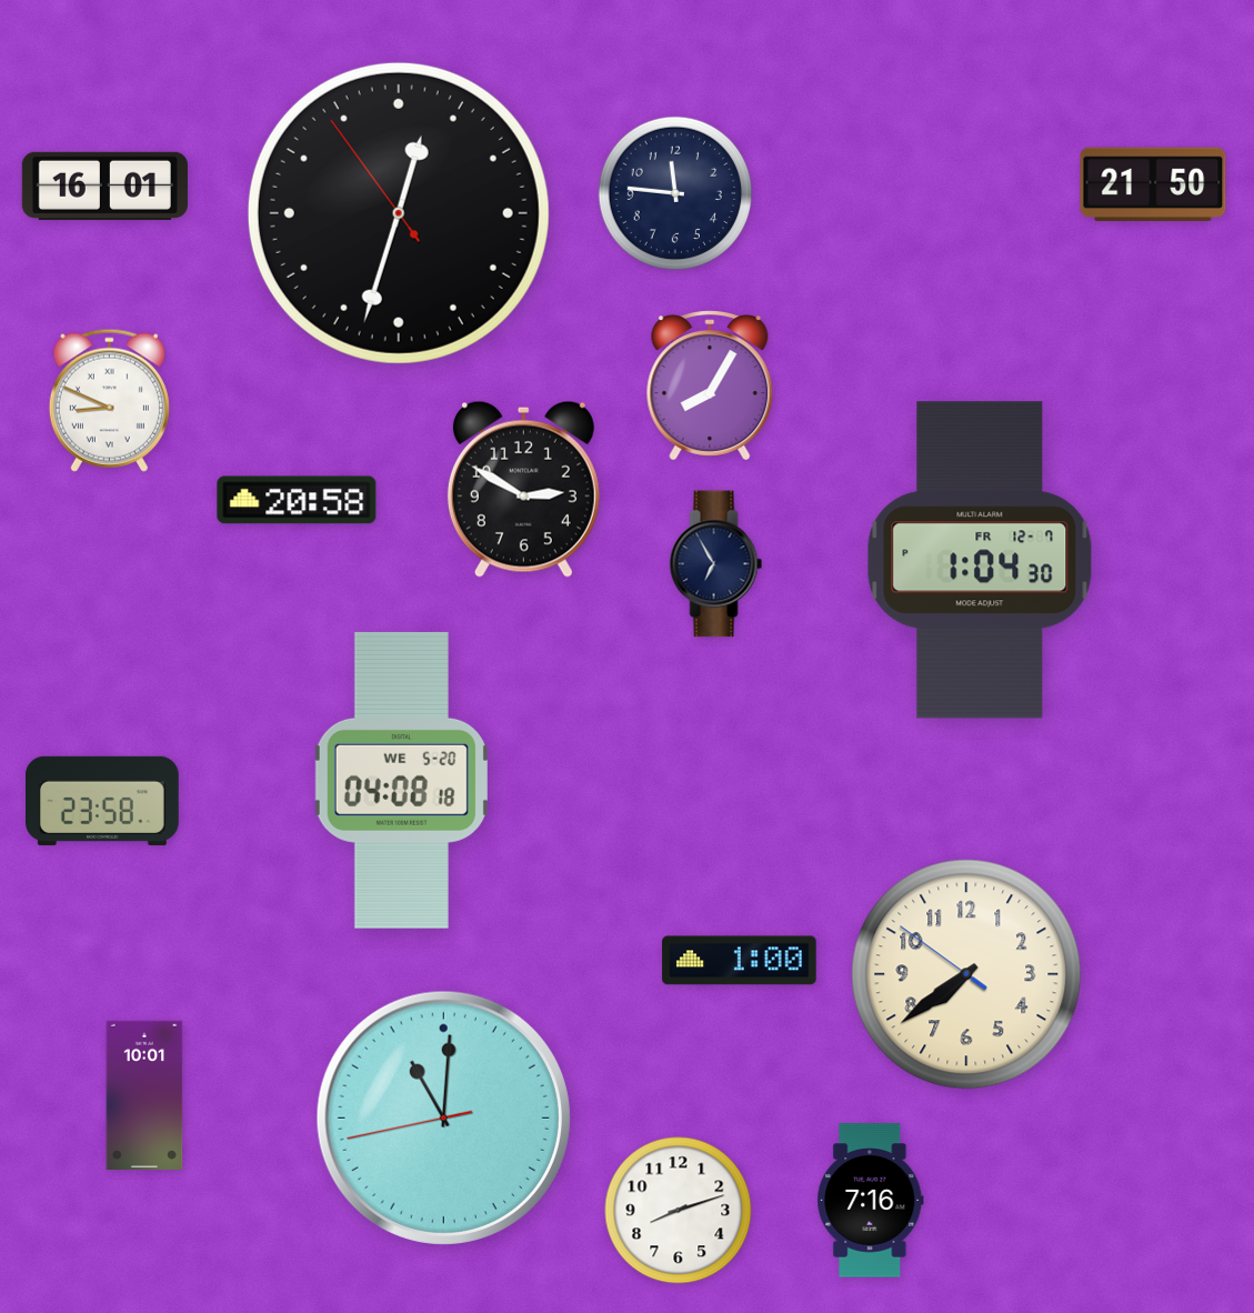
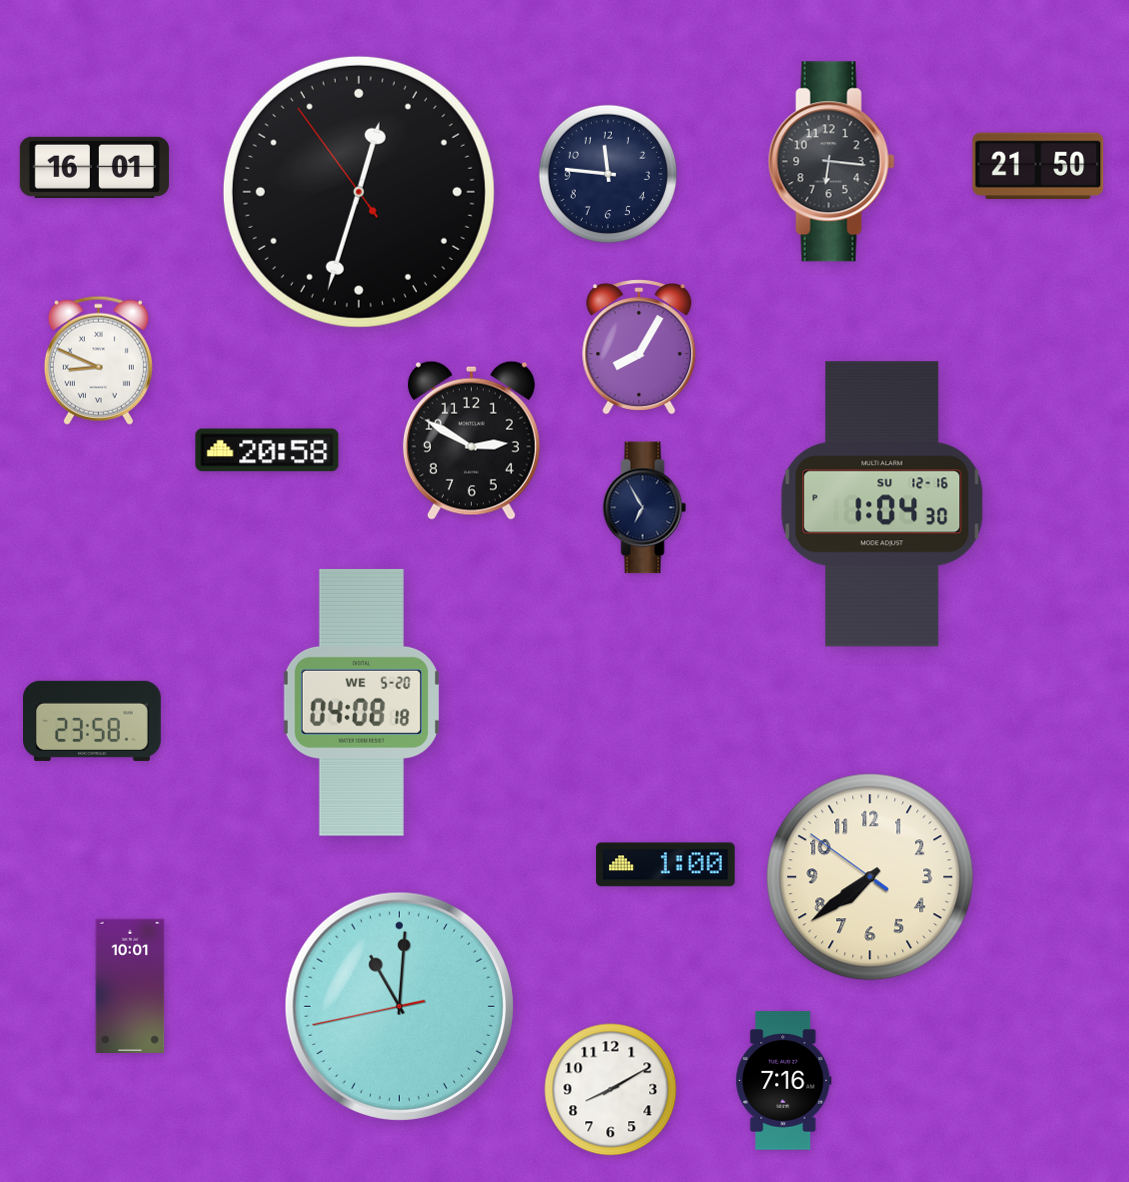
clock at (831, 162): none -> 6:16
clock at (980, 560) date: FR 12-7 -> SU 12-16
clock at (679, 1211): 8:12 -> 8:10
